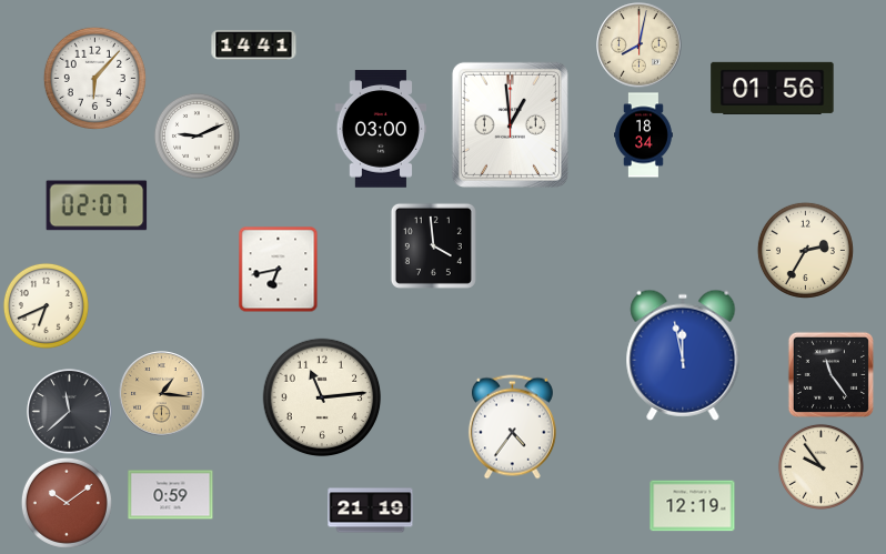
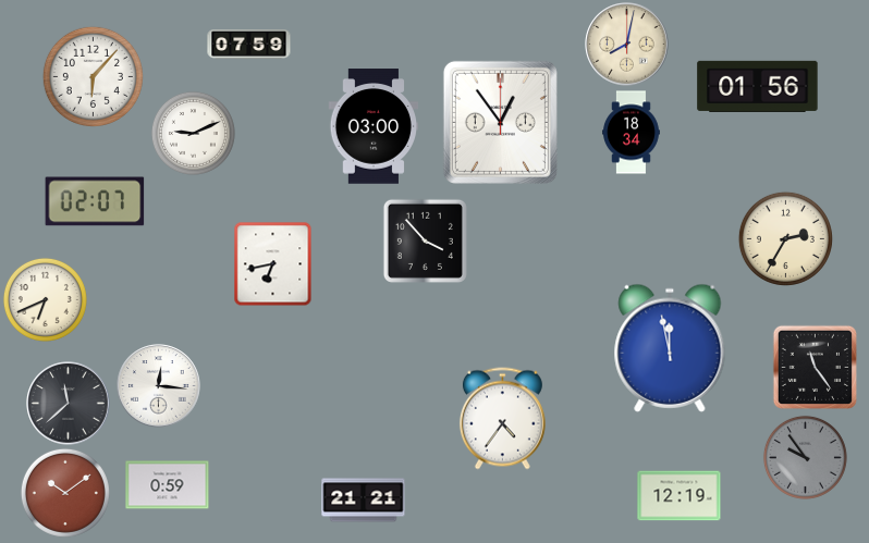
clock at (254, 46): 14:41 -> 07:59
clock at (510, 124): 12:59 -> 12:54
clock at (433, 245): 3:59 -> 3:53
clock at (805, 250) position: (805, 250) -> (785, 238)
clock at (162, 394): 1:16 -> 12:16
clock at (162, 394) dial: champagne -> white
clock at (322, 397): 11:14 -> none
clock at (820, 466) dial: cream -> grey
clock at (371, 511): 21:19 -> 21:21
